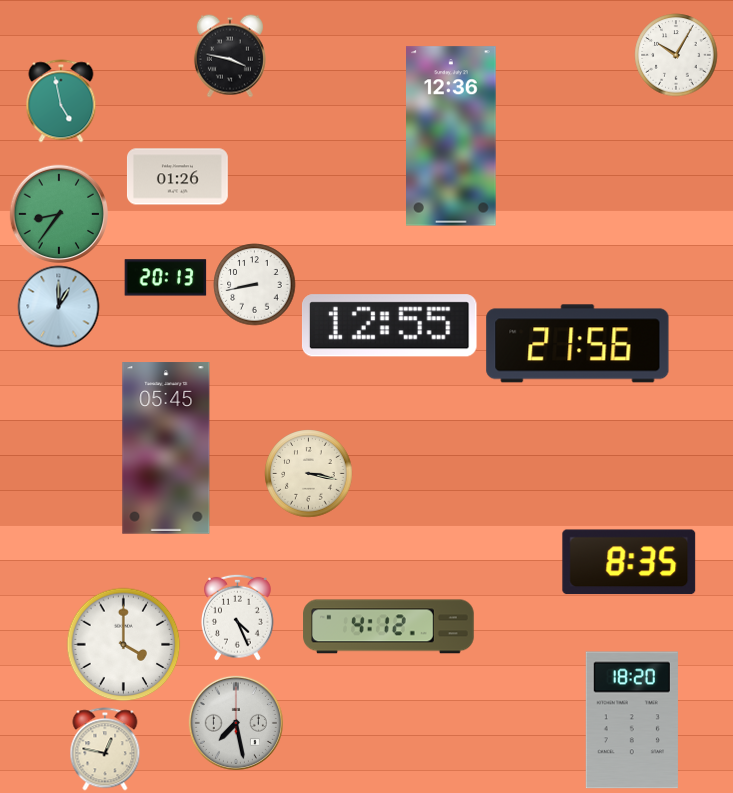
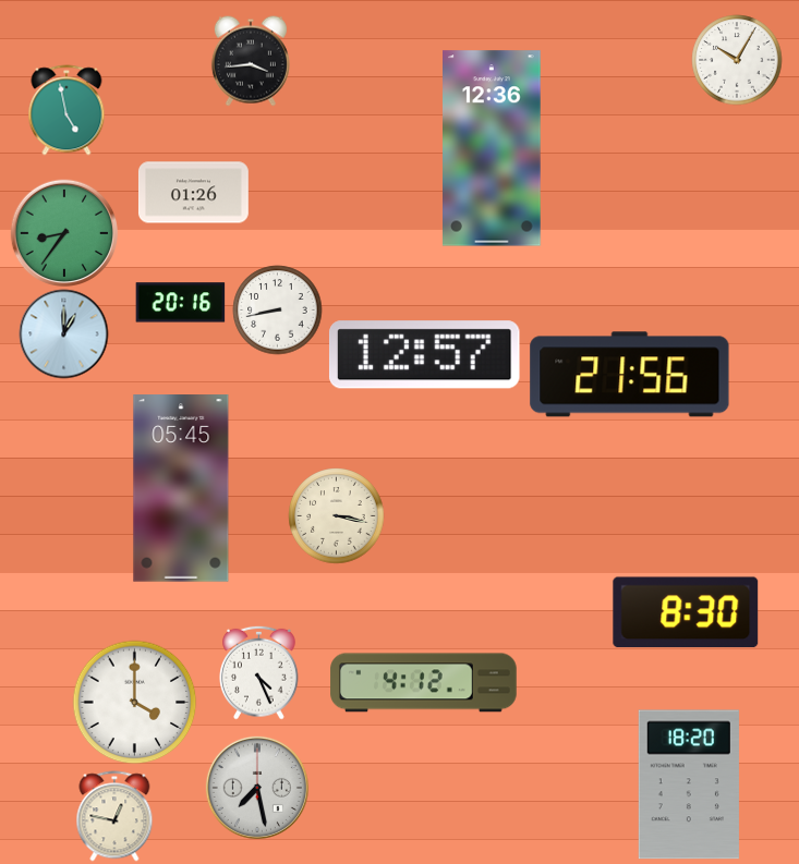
clock at (230, 56): 3:47 -> 3:44
clock at (165, 278): 20:13 -> 20:16
clock at (389, 326): 12:55 -> 12:57
clock at (629, 562): 8:35 -> 8:30
